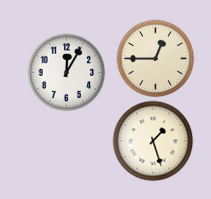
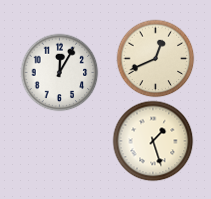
clock at (155, 58): 12:45 -> 12:41
clock at (66, 72) position: (66, 72) -> (59, 72)
